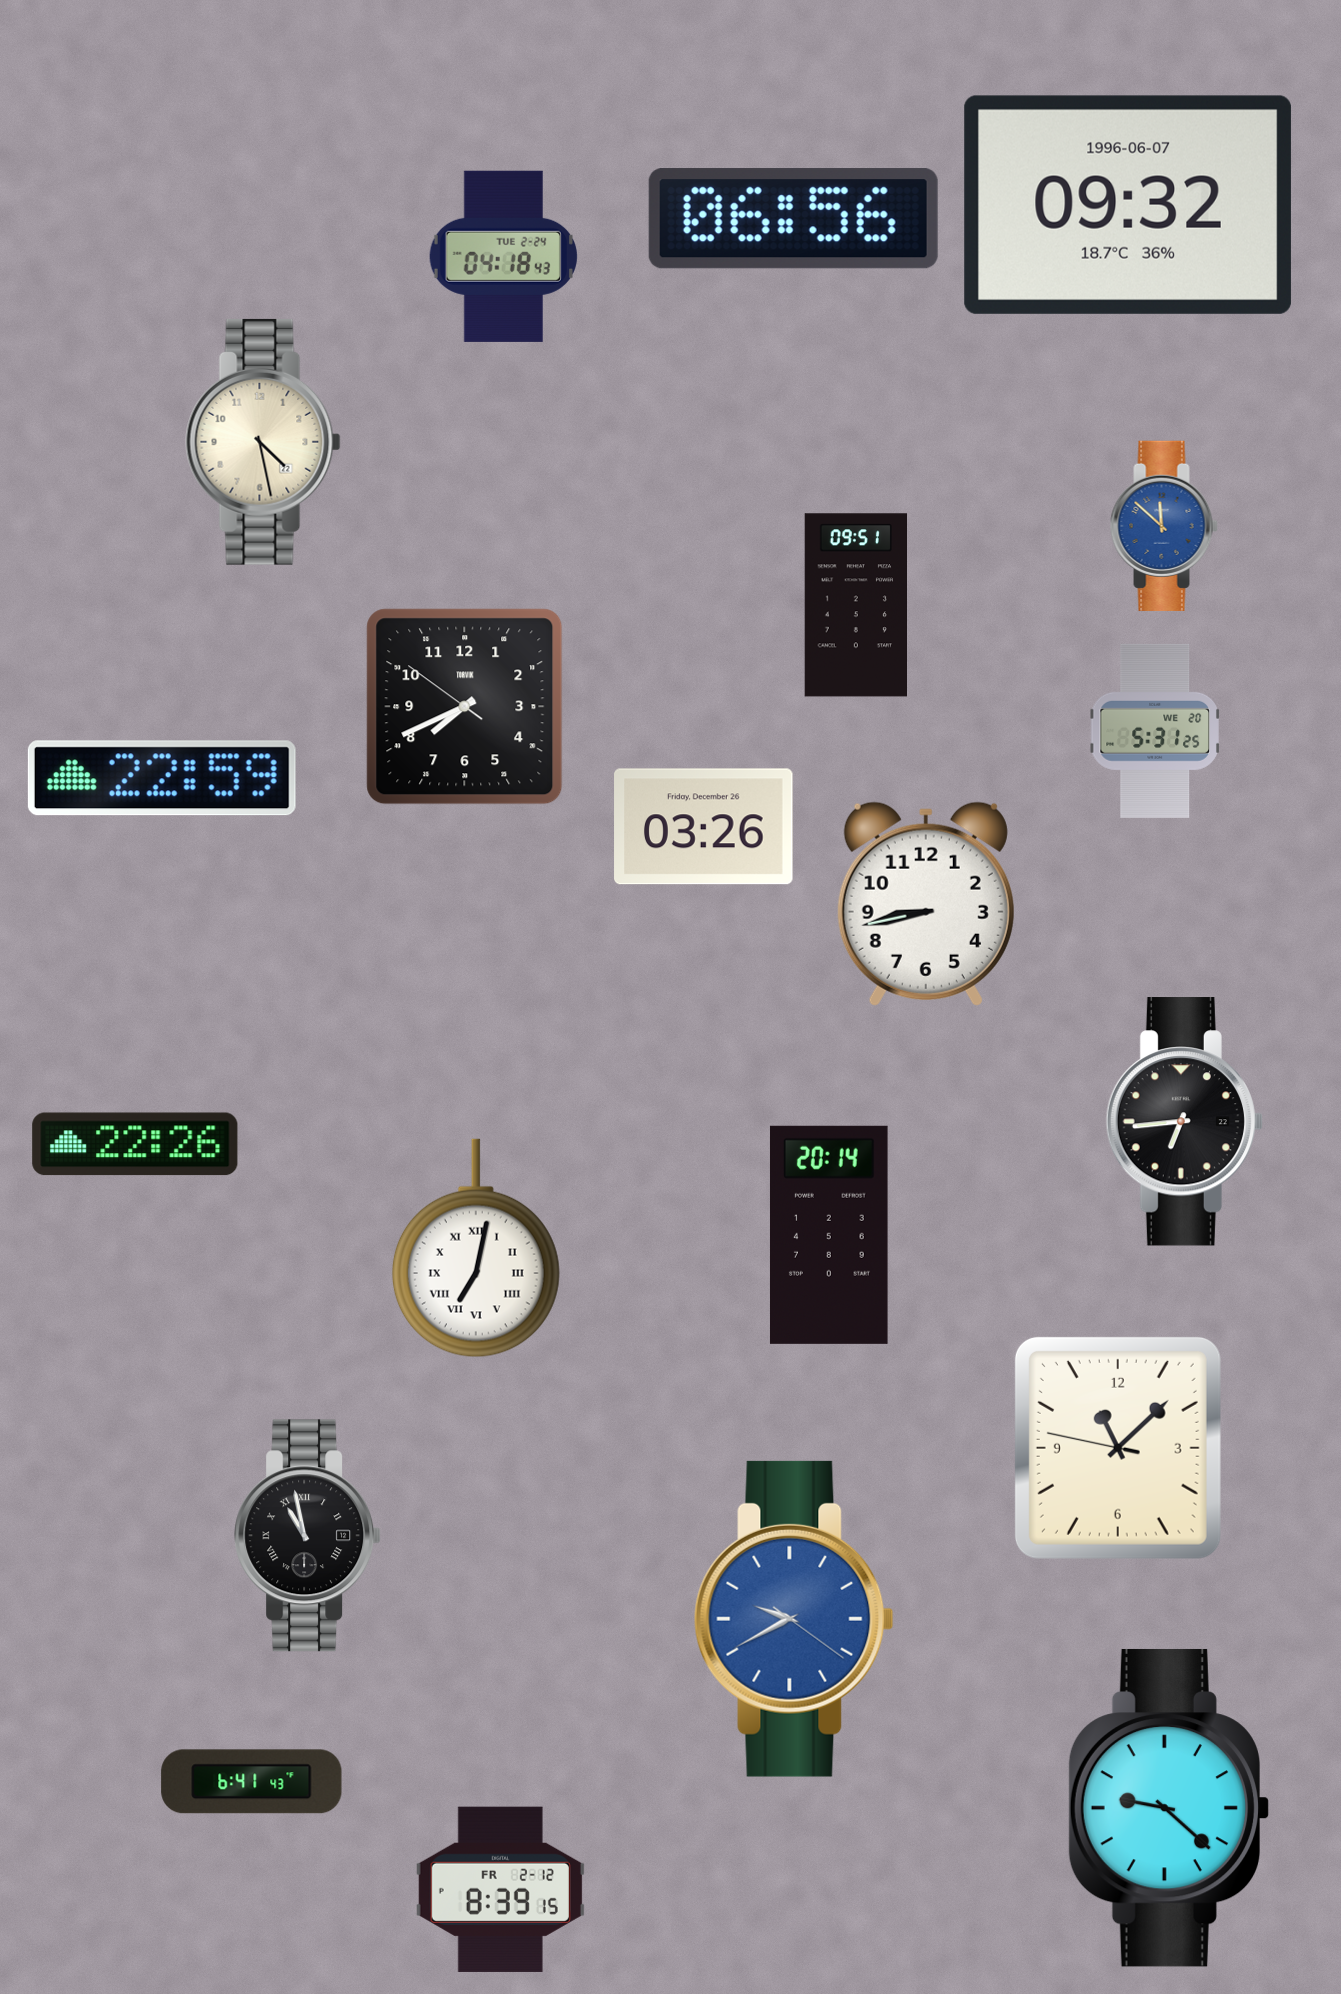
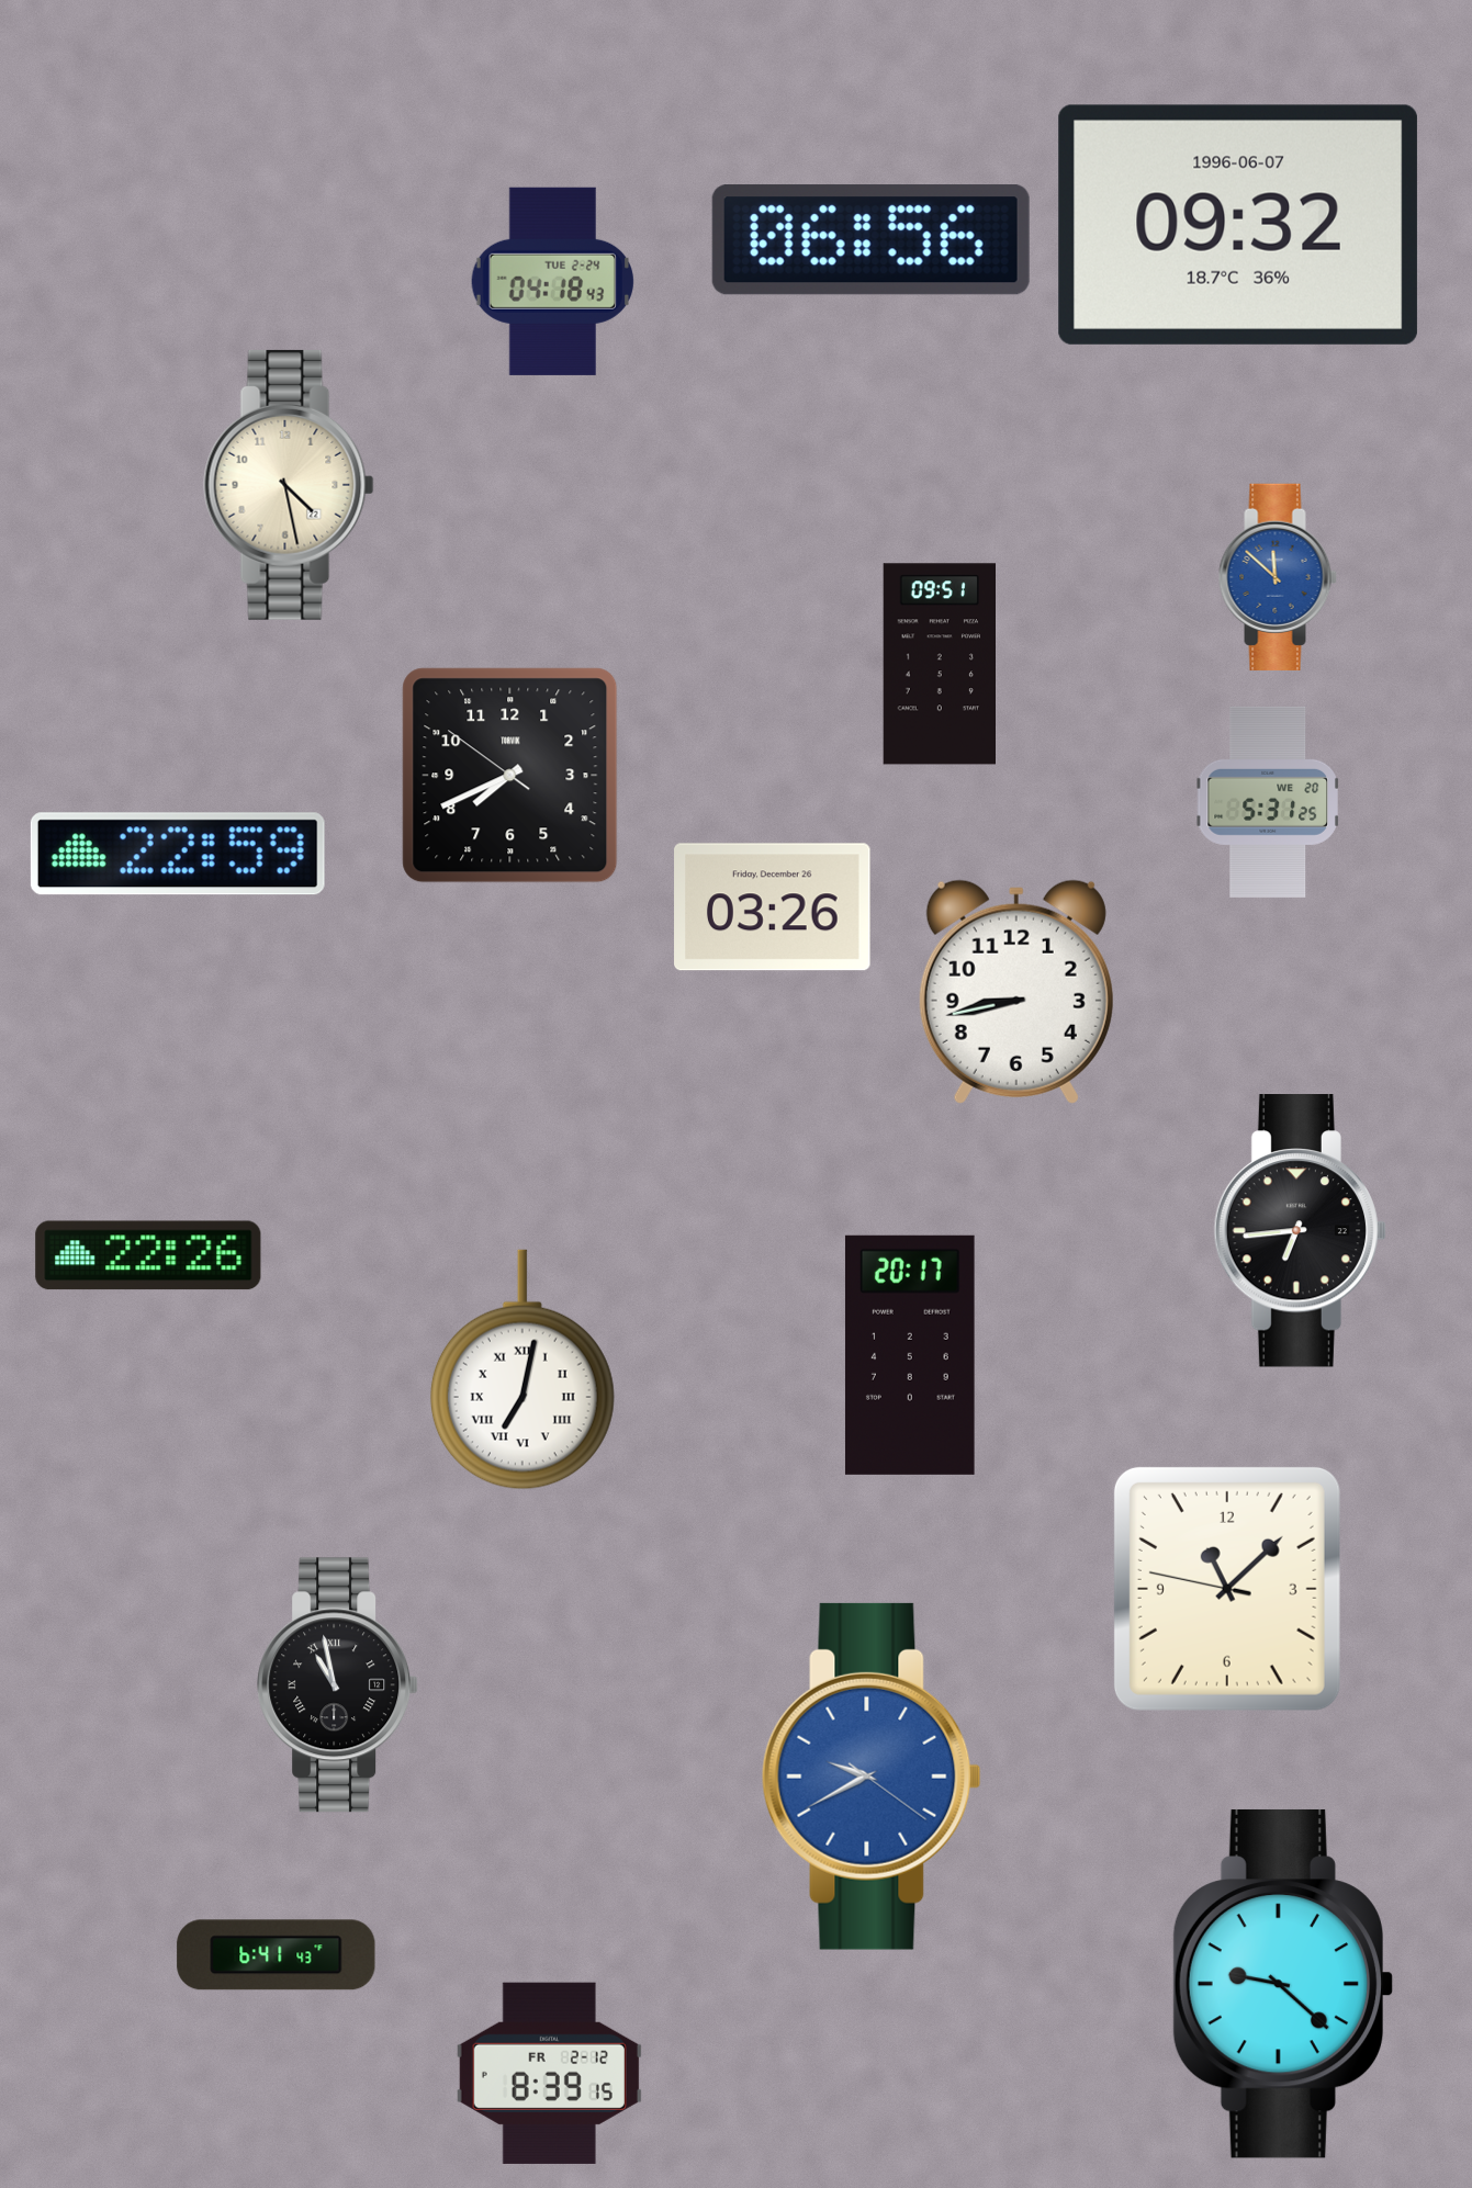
clock at (829, 1235): 20:14 -> 20:17
